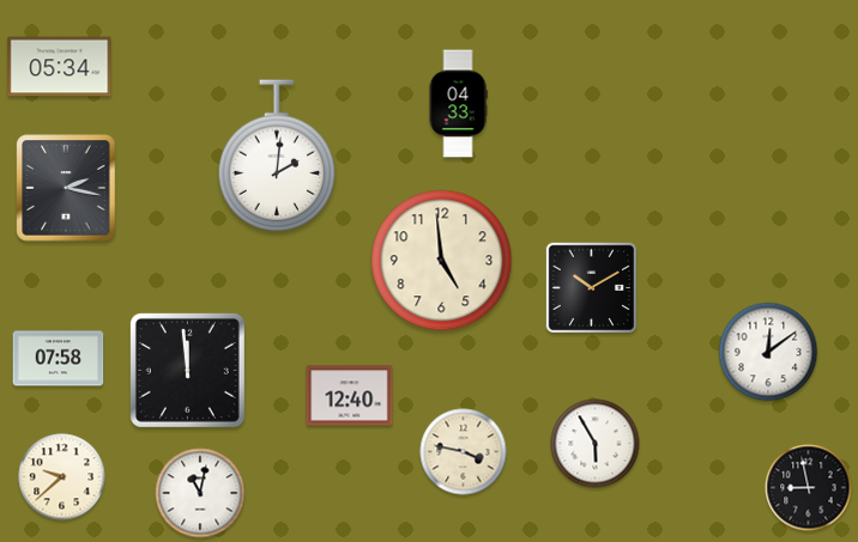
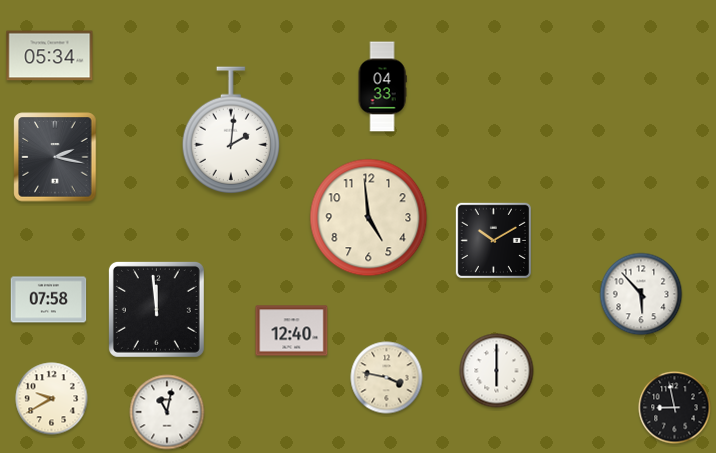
clock at (768, 352): 12:09 -> 5:53
clock at (596, 444): 5:55 -> 6:00
clock at (62, 477): 9:38 -> 9:40
